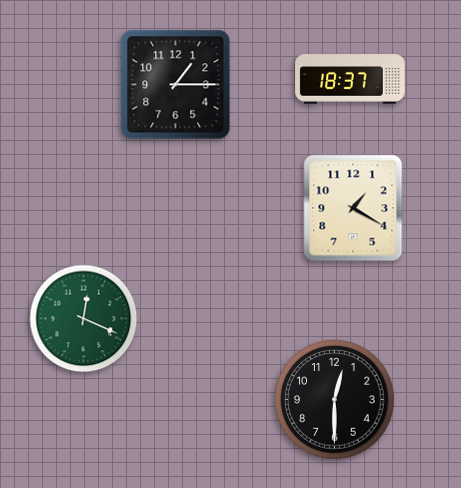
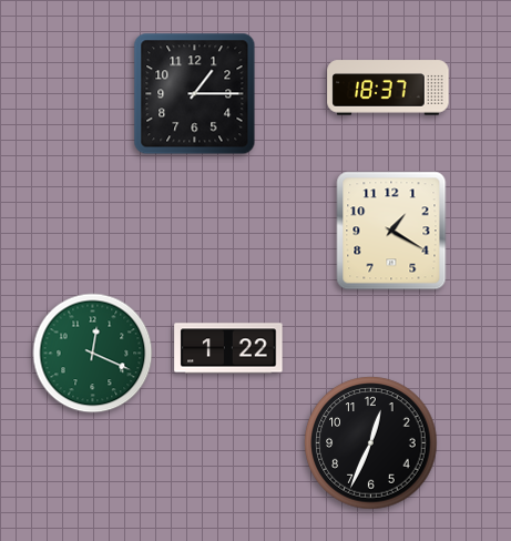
clock at (228, 348): none -> 1:22
clock at (335, 400): 12:30 -> 12:34
